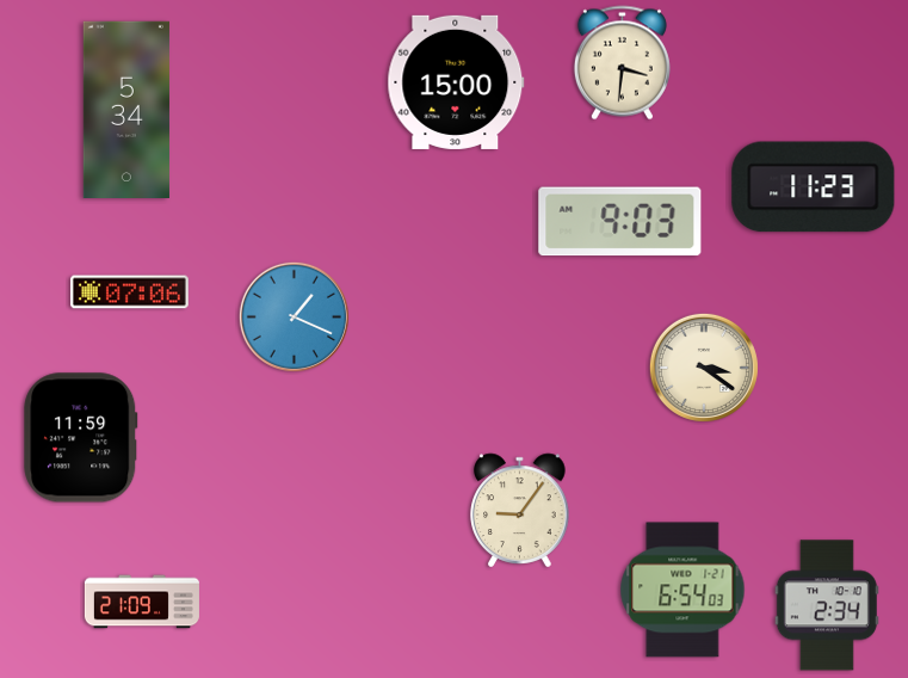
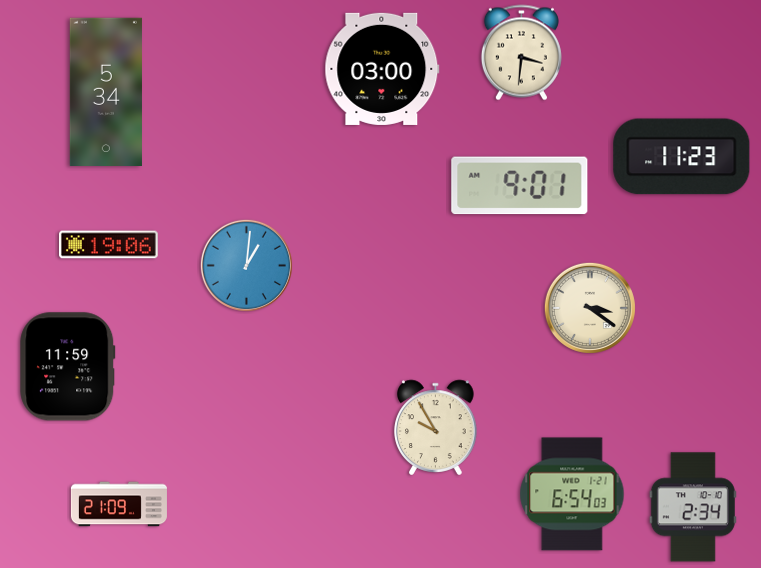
clock at (456, 82): 15:00 -> 03:00
clock at (620, 222): 9:03 -> 9:01
clock at (130, 292): 07:06 -> 19:06
clock at (294, 316): 1:19 -> 1:01
clock at (520, 511): 9:06 -> 9:55
